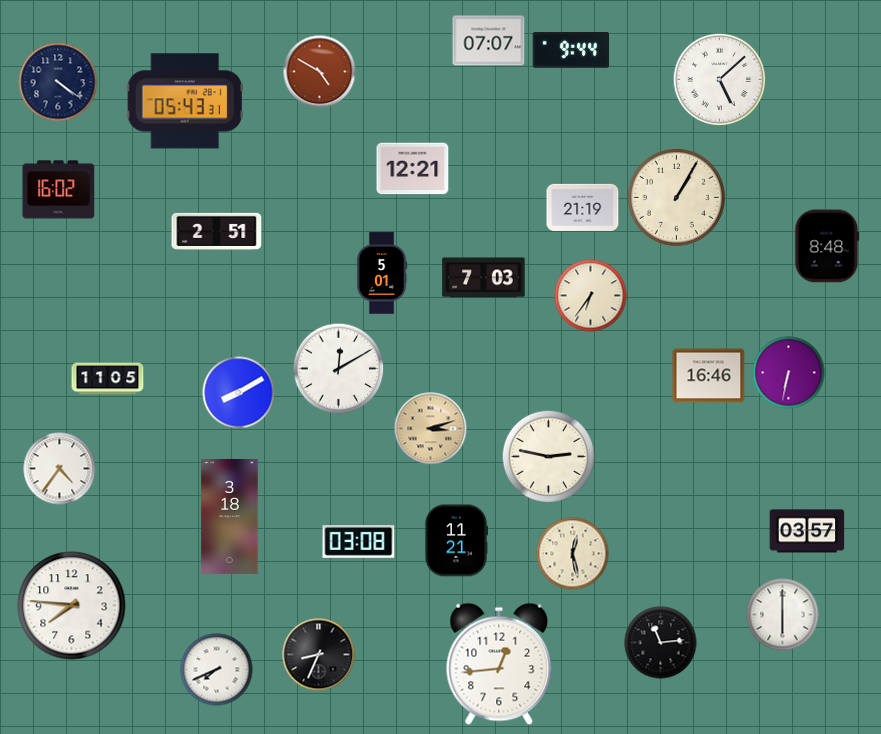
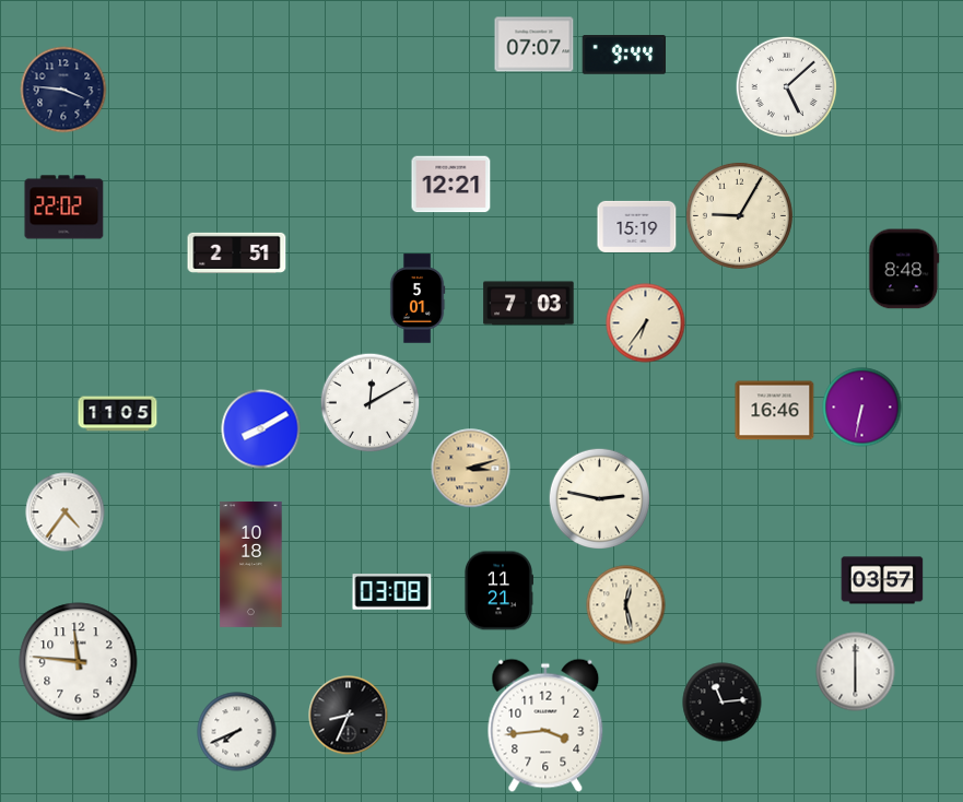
clock at (320, 72): 4:50 -> none
clock at (58, 82): 4:21 -> 3:46
clock at (185, 101): 05:43 -> none
clock at (59, 190): 16:02 -> 22:02
clock at (676, 197): 1:05 -> 9:05
clock at (583, 207): 21:19 -> 15:19
clock at (230, 516): 3:18 -> 10:18
clock at (72, 606): 7:46 -> 11:46
clock at (499, 664): 12:44 -> 3:44
